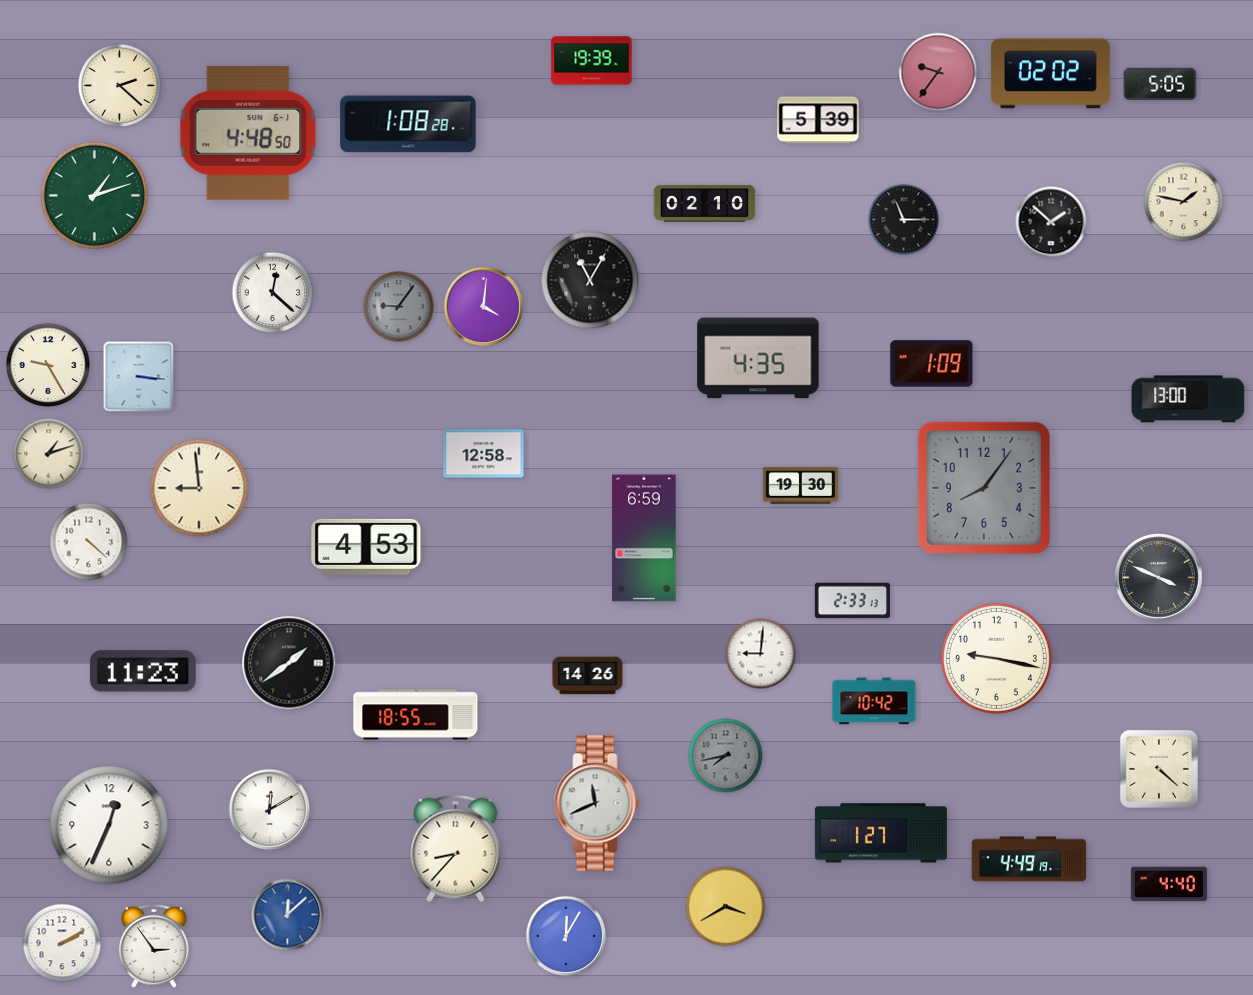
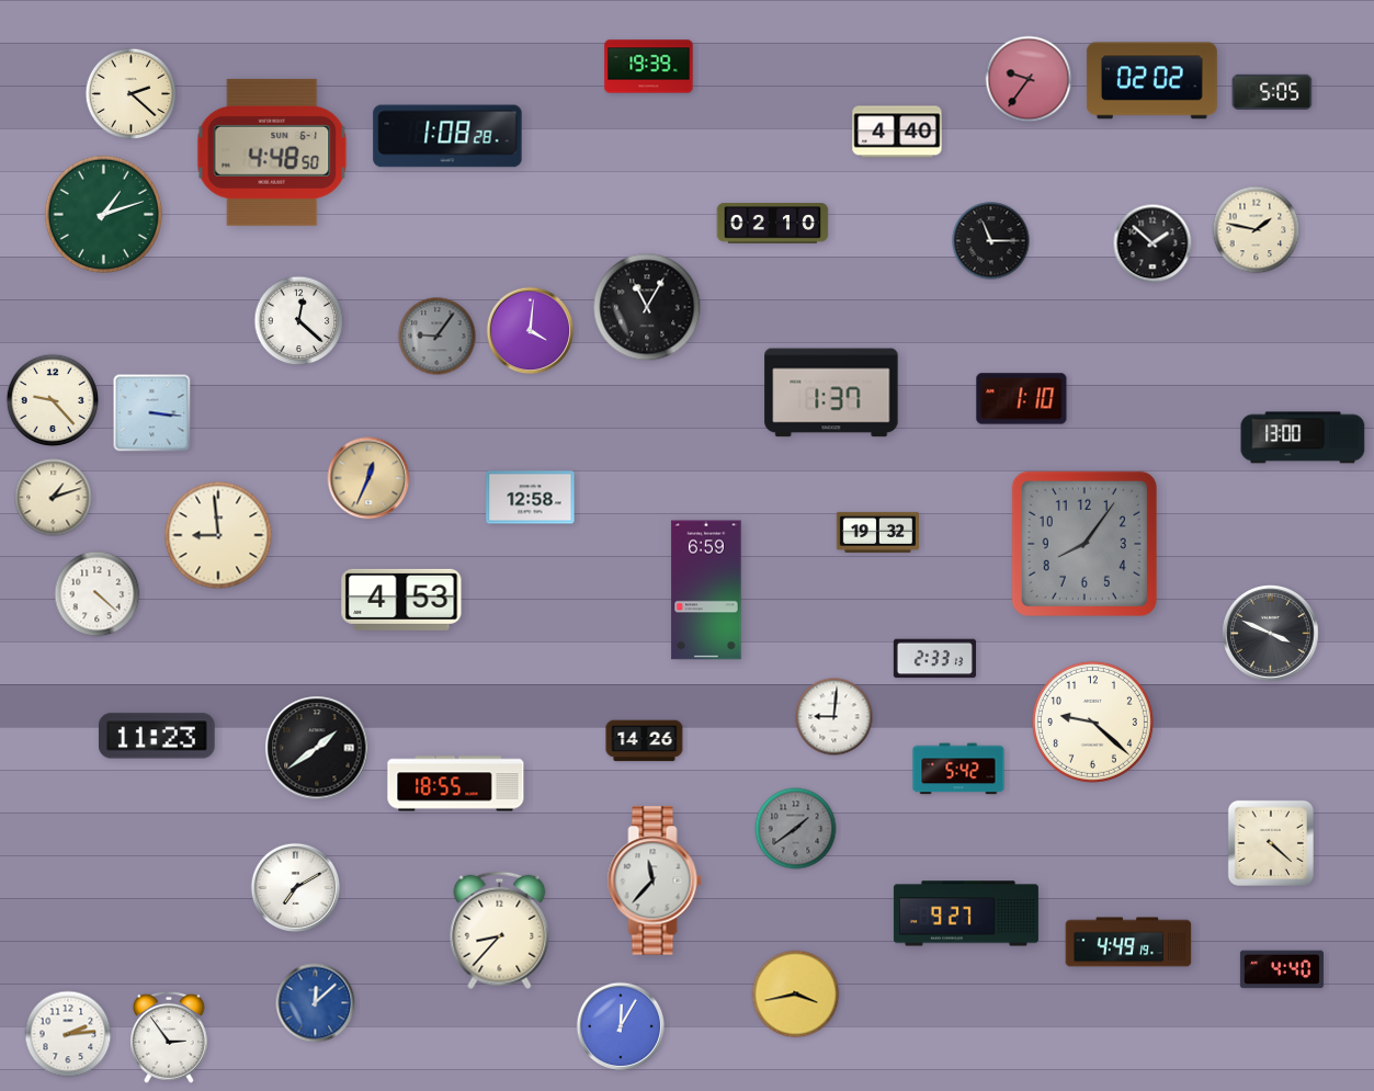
clock at (818, 120): 5:39 -> 4:40
clock at (248, 133) position: (248, 133) -> (272, 152)
clock at (1184, 202) position: (1184, 202) -> (1257, 230)
clock at (484, 307) position: (484, 307) -> (531, 331)
clock at (758, 358): 4:35 -> 1:37
clock at (47, 364): 9:25 -> 9:23
clock at (932, 364): 1:09 -> 1:10
clock at (368, 478): none -> 12:34
clock at (800, 485): 19:30 -> 19:32
clock at (984, 488) position: (984, 488) -> (1085, 544)
clock at (996, 658): 9:17 -> 9:22
clock at (289, 663) position: (289, 663) -> (317, 748)
clock at (874, 701): 10:42 -> 5:42
clock at (726, 756): 7:43 -> 1:39
clock at (597, 803): 11:41 -> 11:37
clock at (270, 810): 12:10 -> 7:10
clock at (109, 825): 12:34 -> none
clock at (881, 833): 1:27 -> 9:27
clock at (726, 907): 3:40 -> 3:43
clock at (62, 943): 2:10 -> 2:14
